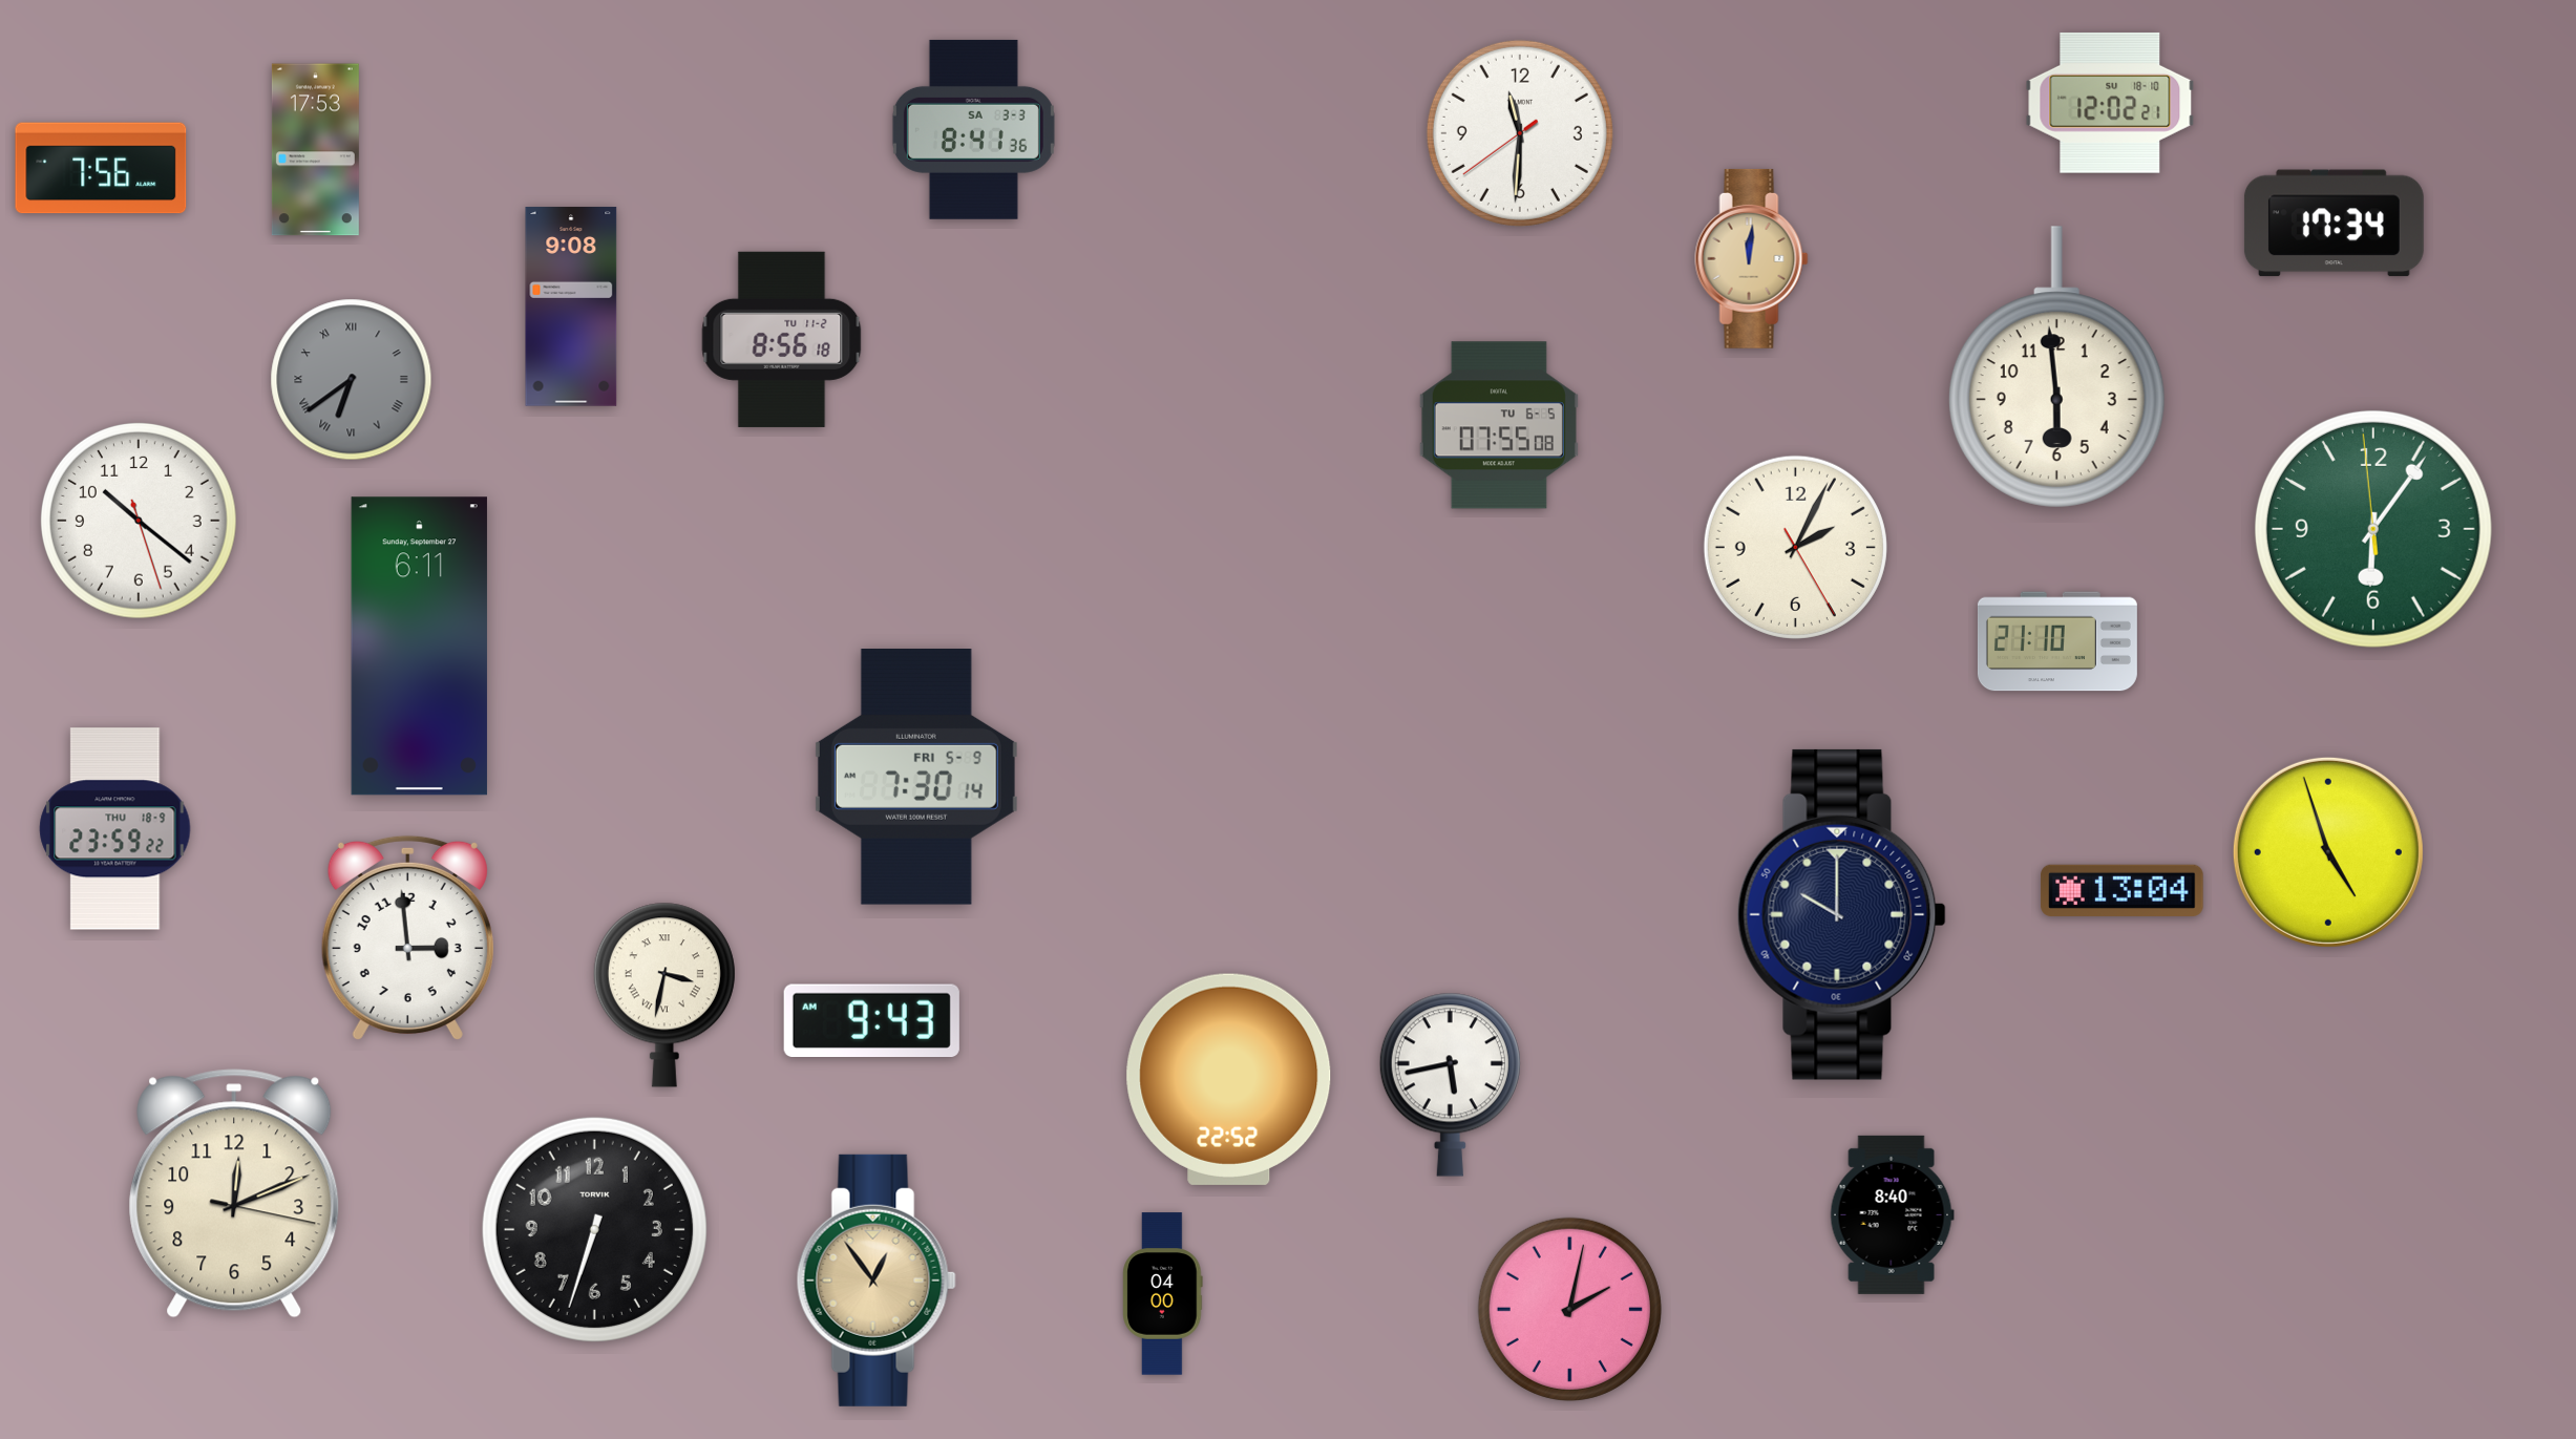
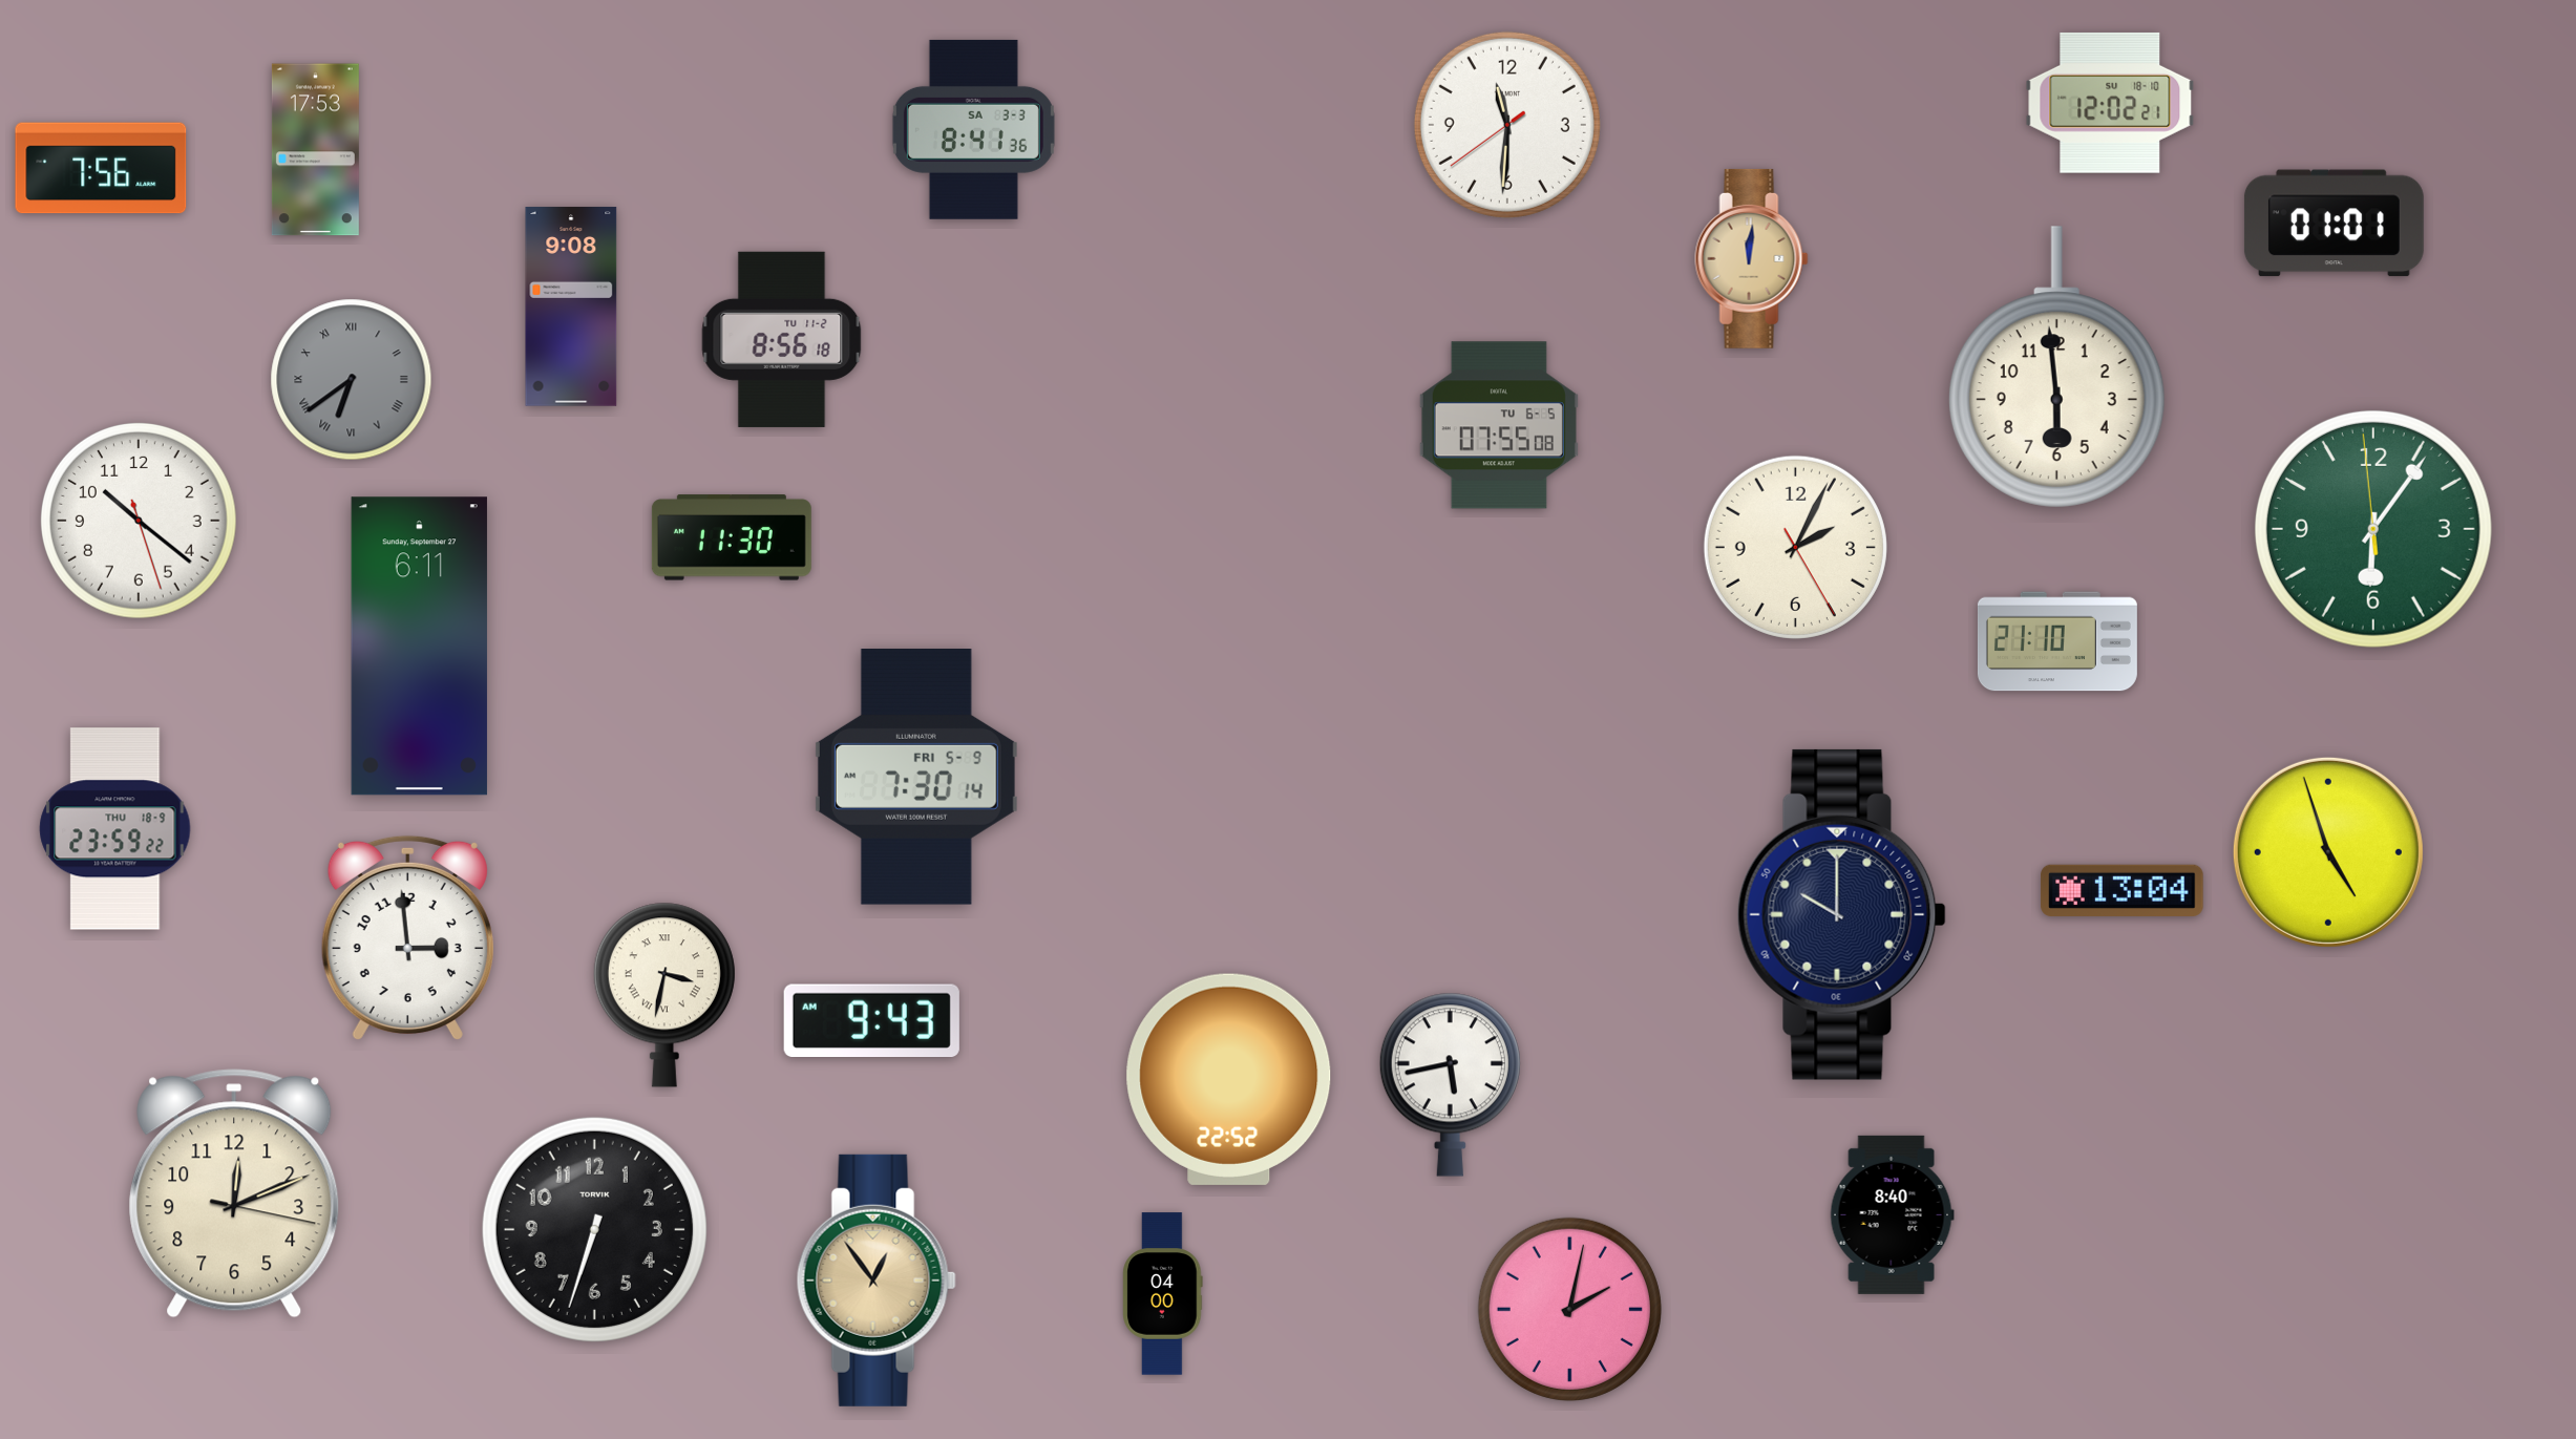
clock at (1520, 133) position: (1520, 133) -> (1507, 125)
clock at (2334, 224): 17:34 -> 01:01
clock at (732, 537): none -> 11:30
